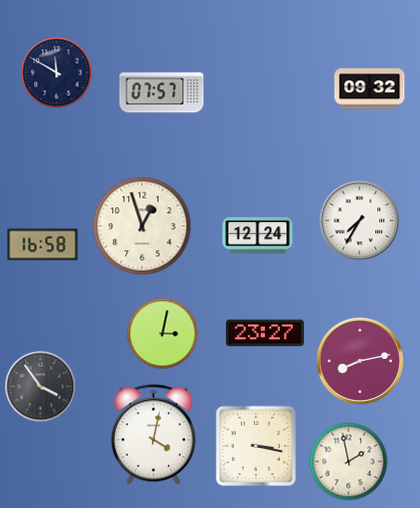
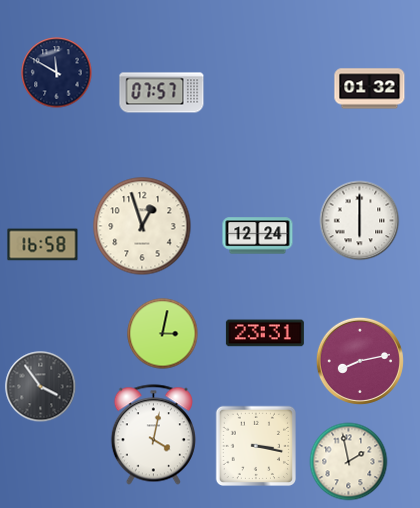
clock at (370, 89): 09:32 -> 01:32
clock at (360, 221): 7:35 -> 6:00
clock at (265, 333): 23:27 -> 23:31
